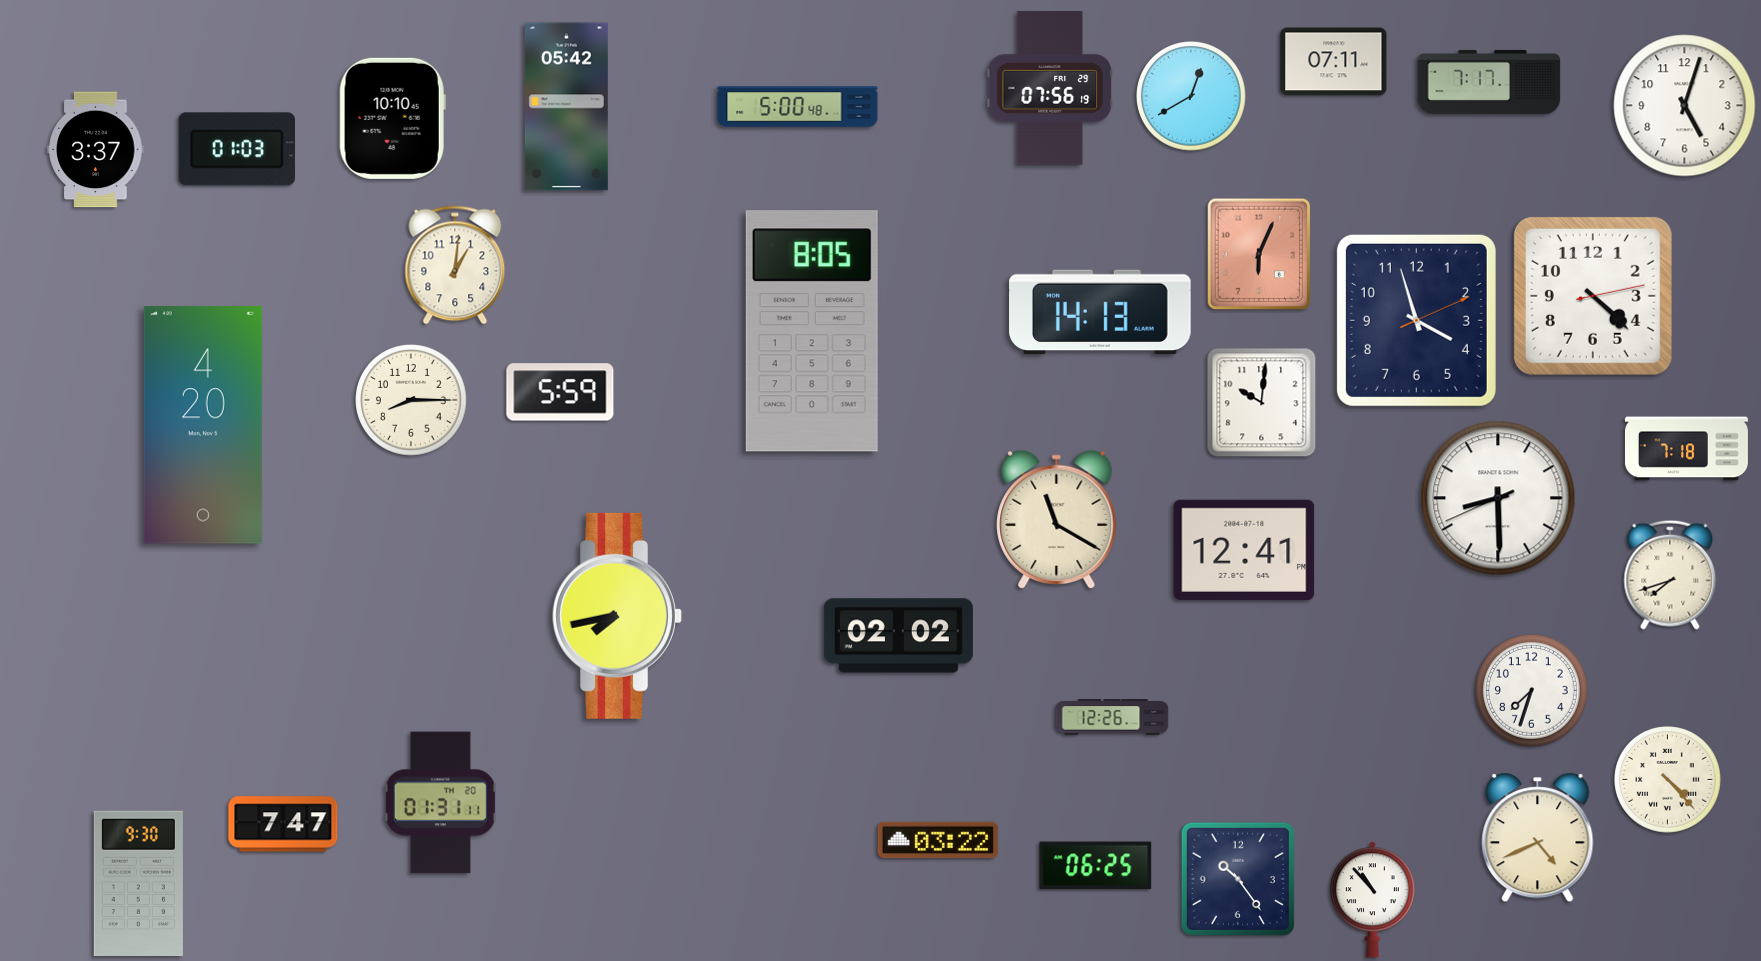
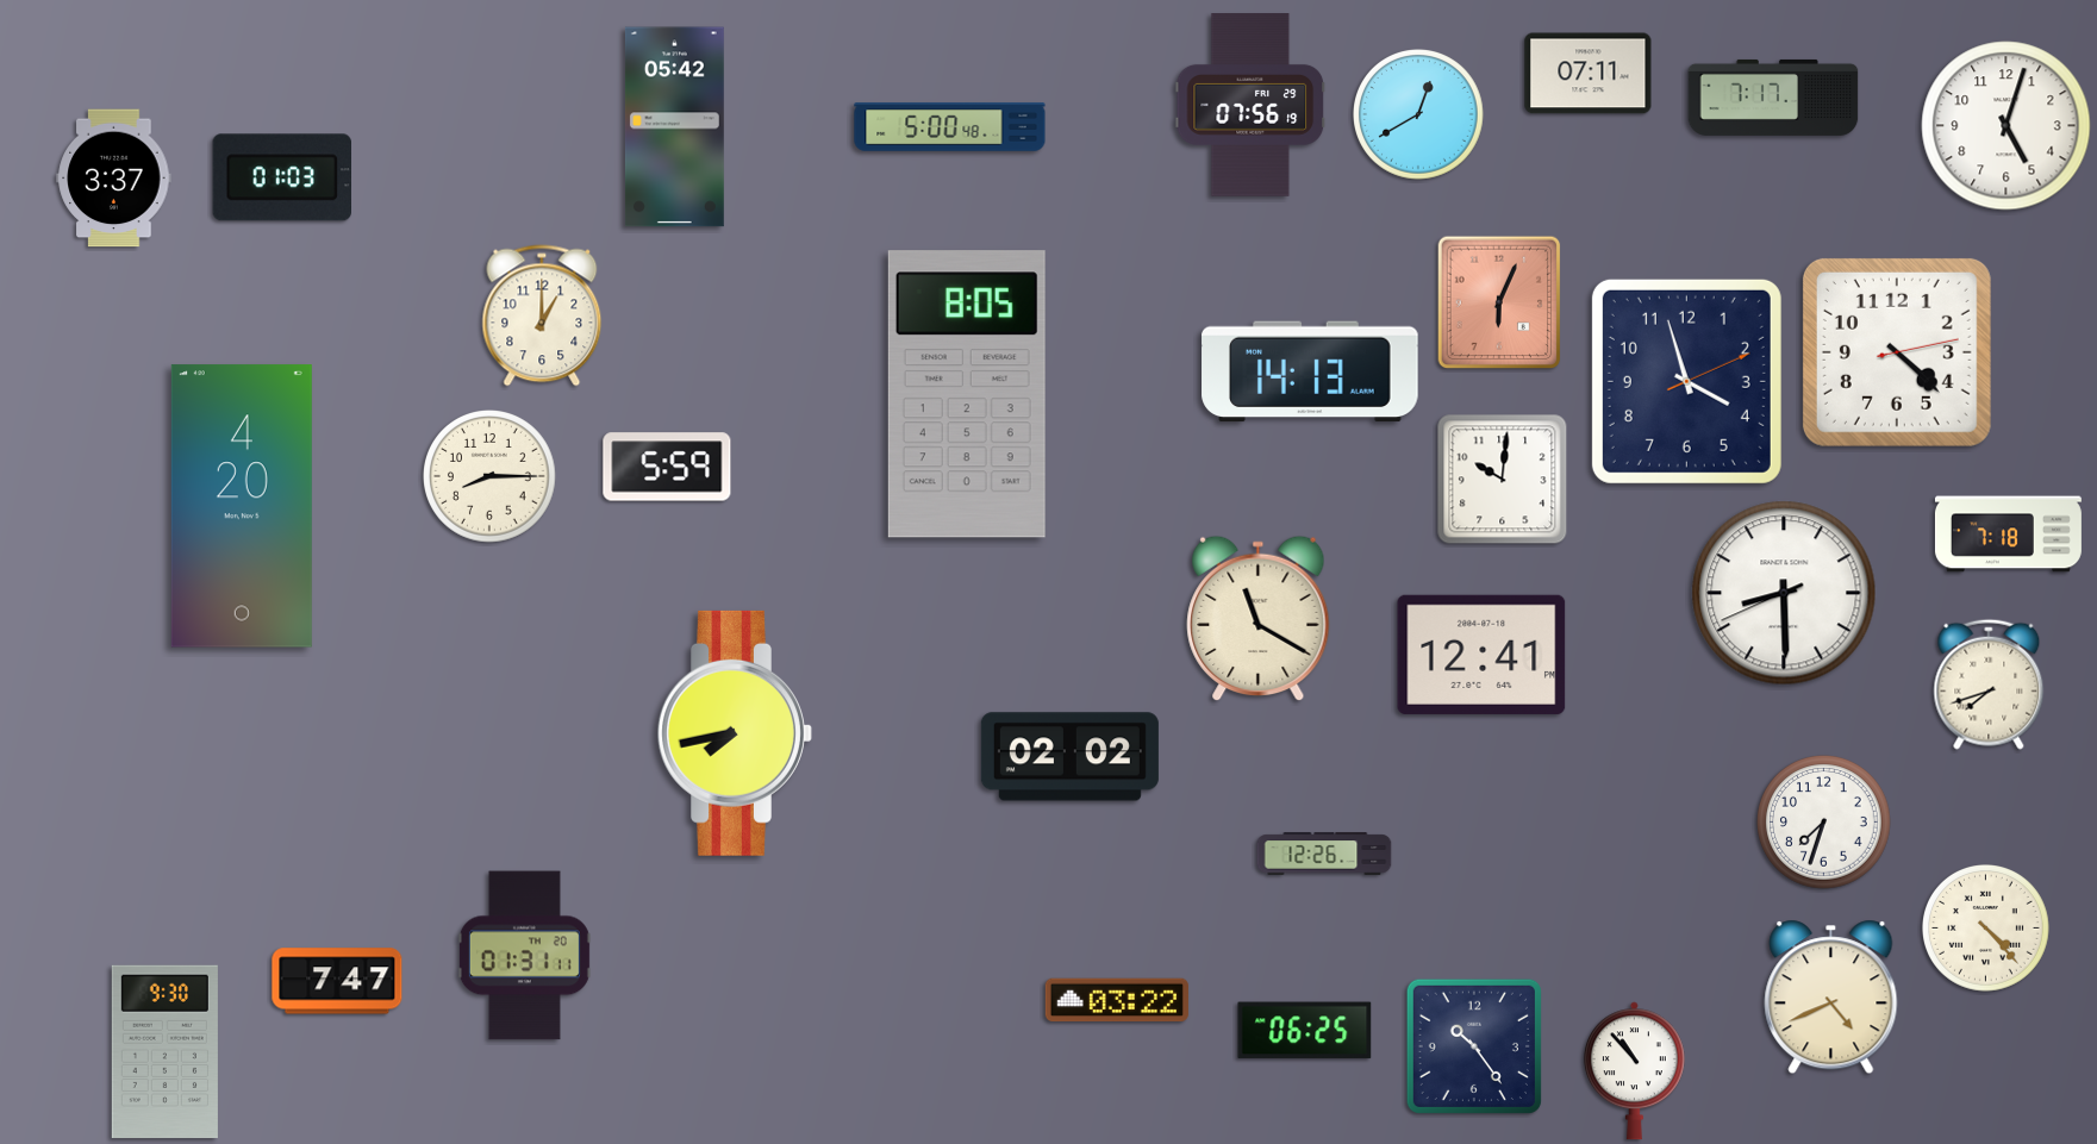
clock at (392, 118): 10:10 -> none
clock at (455, 265): 1:01 -> 1:00
